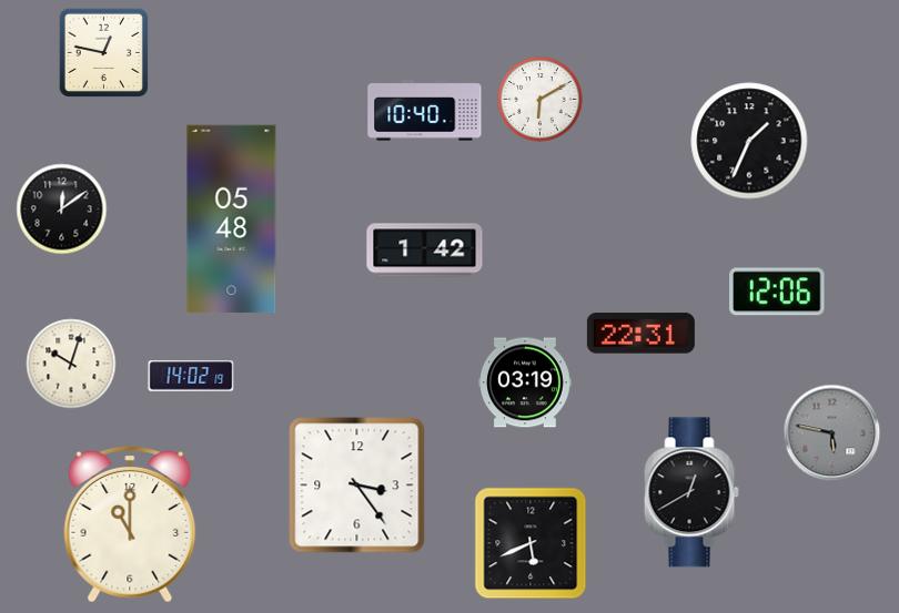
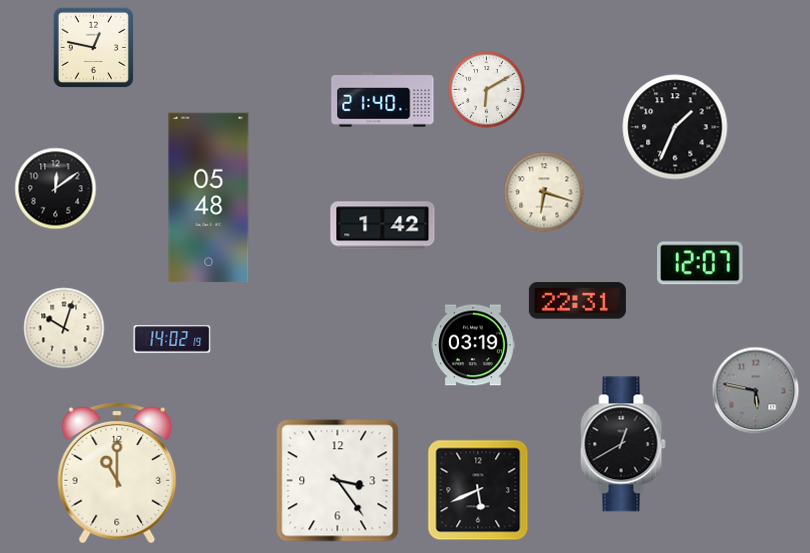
clock at (425, 111): 10:40 -> 21:40
clock at (544, 192): none -> 6:18
clock at (777, 292): 12:06 -> 12:07
clock at (832, 433) position: (832, 433) -> (756, 391)
clock at (357, 486) position: (357, 486) -> (338, 481)
